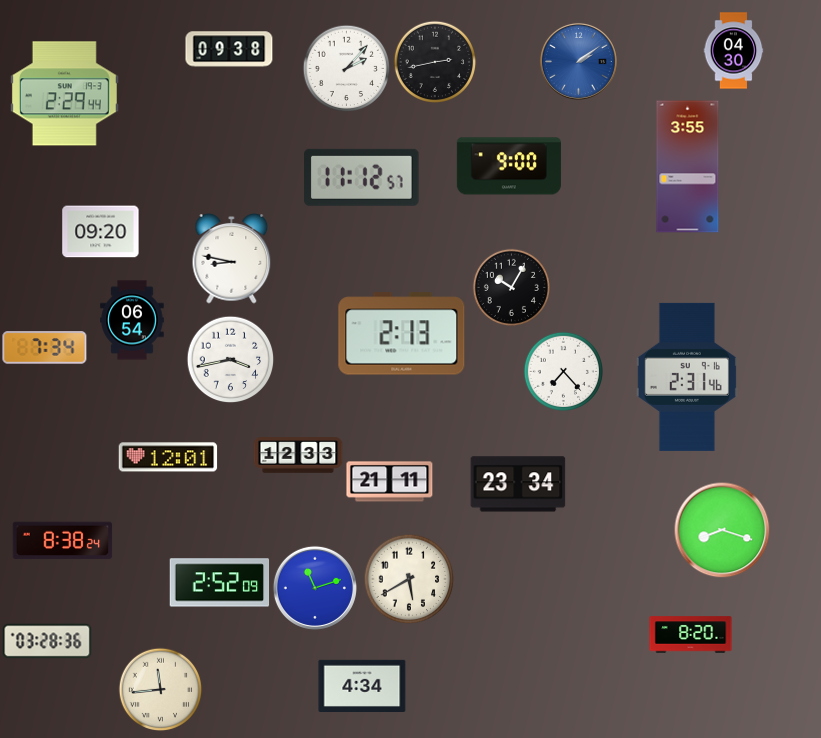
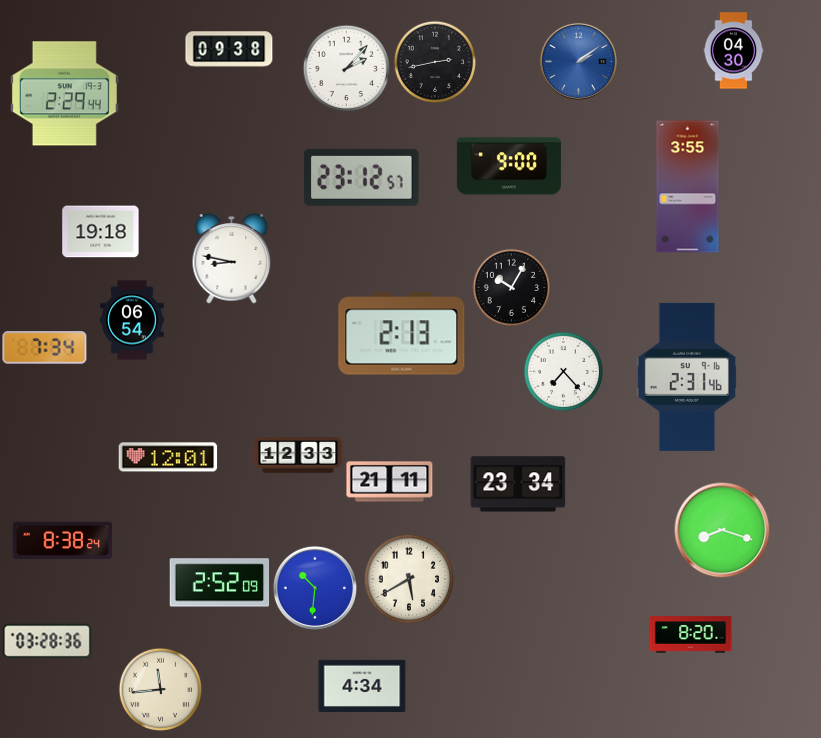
clock at (688, 167) position: (688, 167) -> (688, 187)
clock at (362, 177): 11:12 -> 23:12
clock at (101, 232): 09:20 -> 19:18
clock at (230, 359): 3:43 -> none
clock at (315, 588): 11:12 -> 10:31
